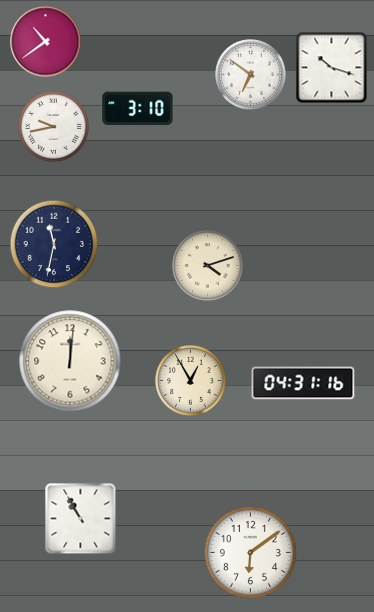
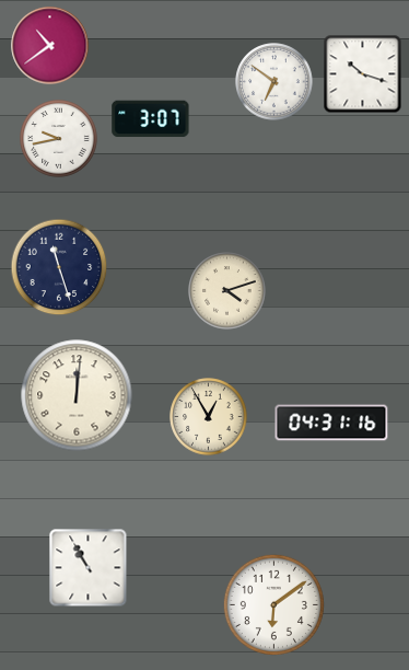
clock at (138, 109): 3:10 -> 3:07
clock at (54, 244): 11:32 -> 11:27
clock at (303, 383) position: (303, 383) -> (331, 423)
